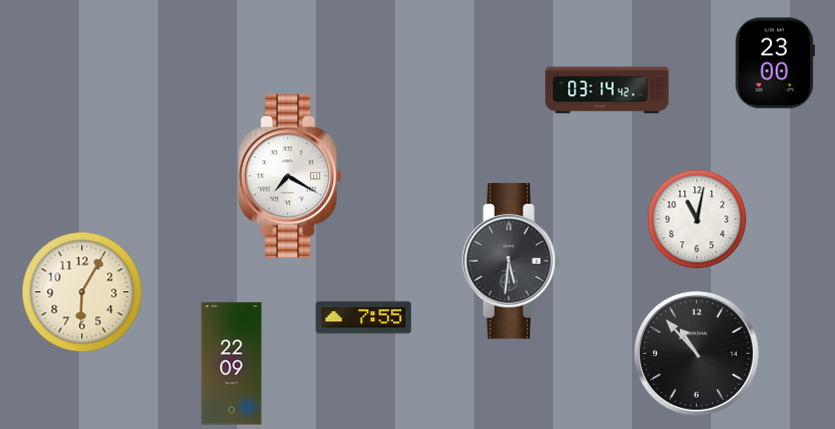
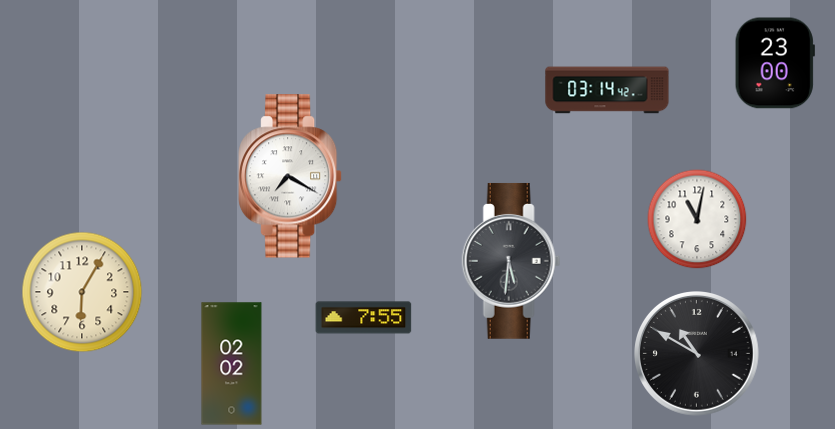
clock at (697, 354): 10:53 -> 10:50
clock at (232, 364): 22:09 -> 02:02
